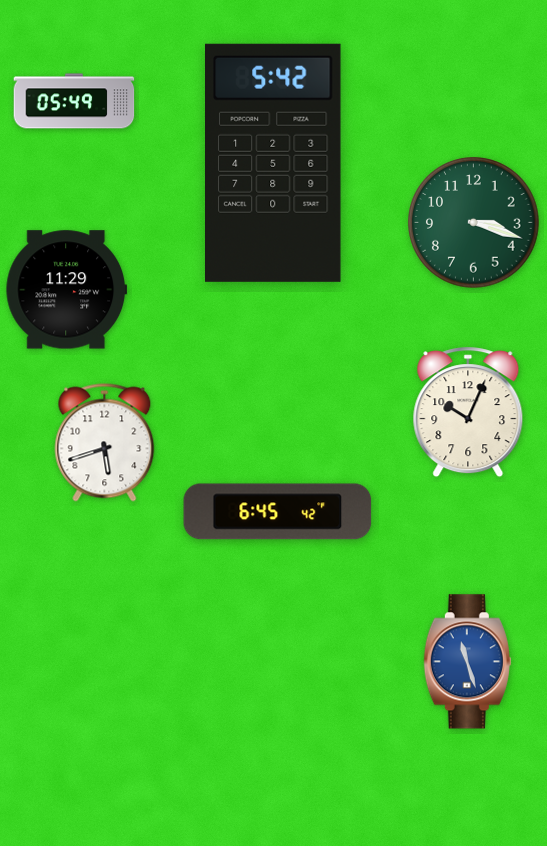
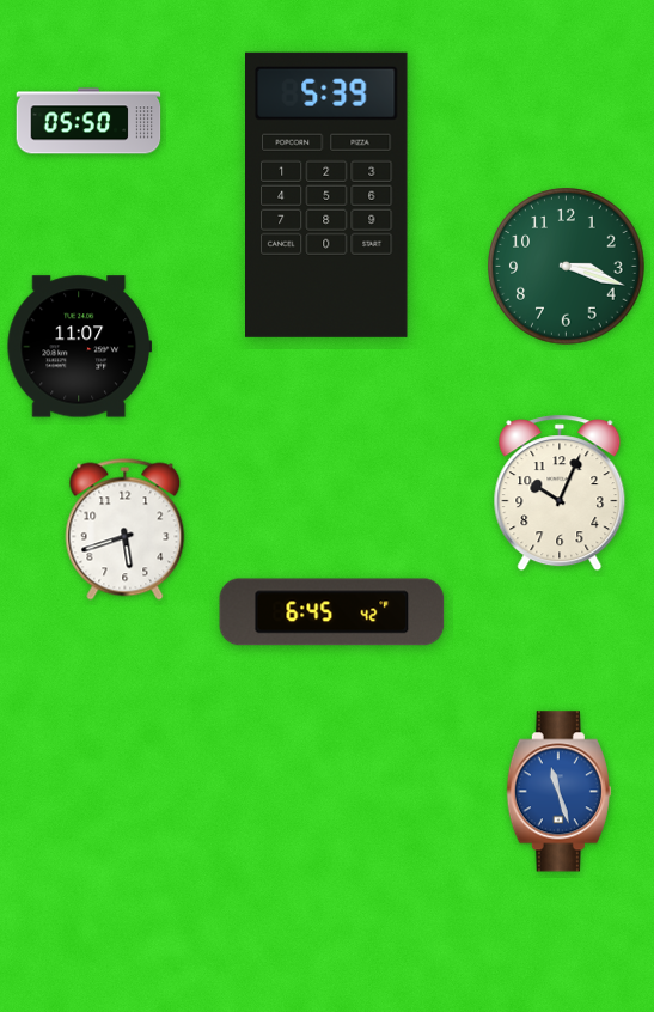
clock at (74, 101): 05:49 -> 05:50
clock at (274, 163): 5:42 -> 5:39
clock at (67, 290): 11:29 -> 11:07
